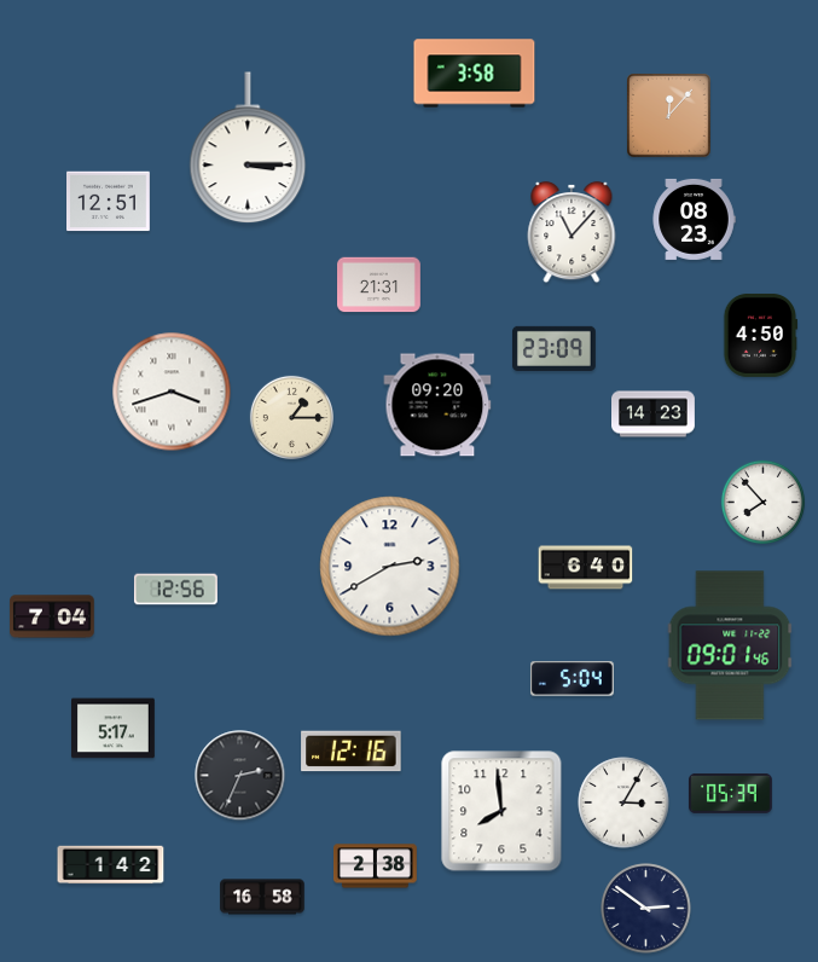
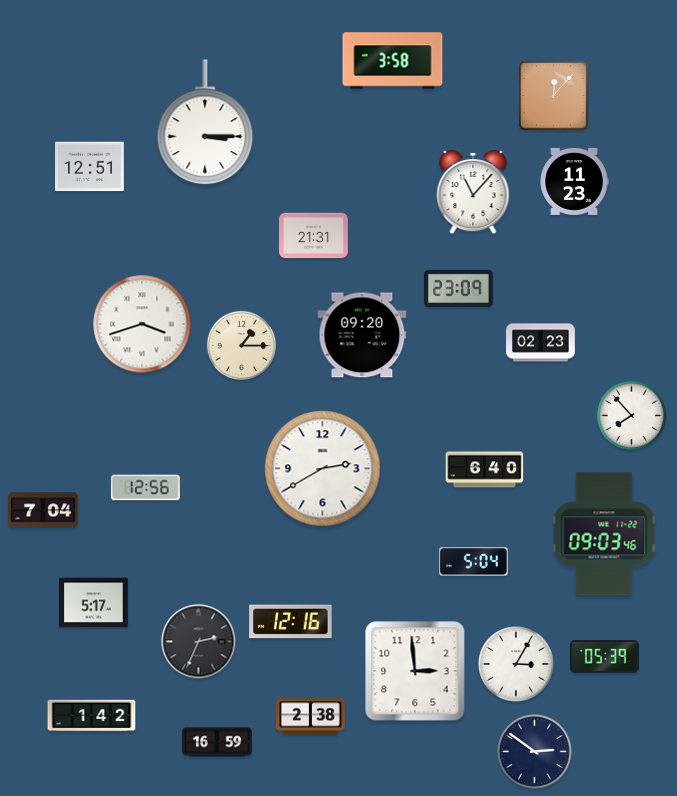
clock at (694, 219): 08:23 -> 11:23
clock at (760, 335): 4:50 -> none
clock at (654, 415): 14:23 -> 02:23
clock at (730, 645): 09:01 -> 09:03
clock at (501, 811): 7:59 -> 2:59
clock at (262, 897): 16:58 -> 16:59
